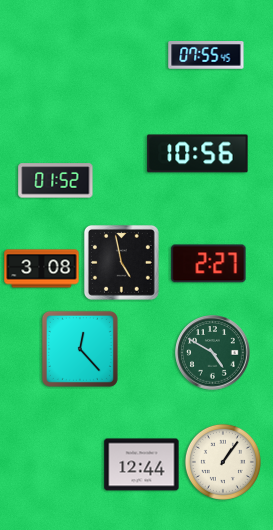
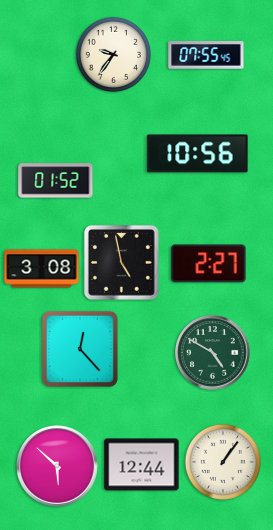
clock at (113, 54): none -> 9:36
clock at (58, 467): none -> 5:52
